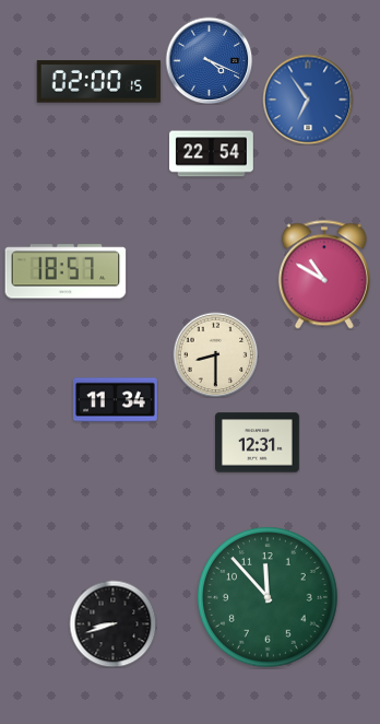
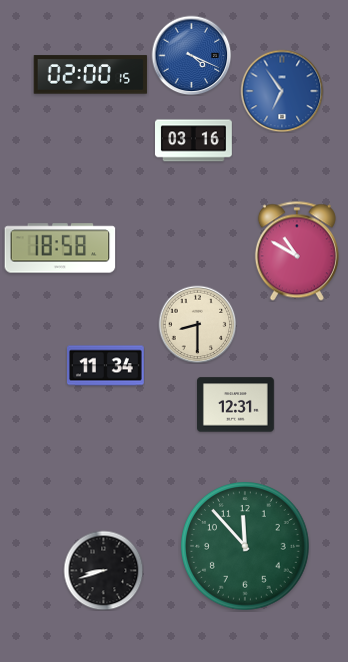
clock at (212, 154): 22:54 -> 03:16
clock at (66, 271): 18:57 -> 18:58
